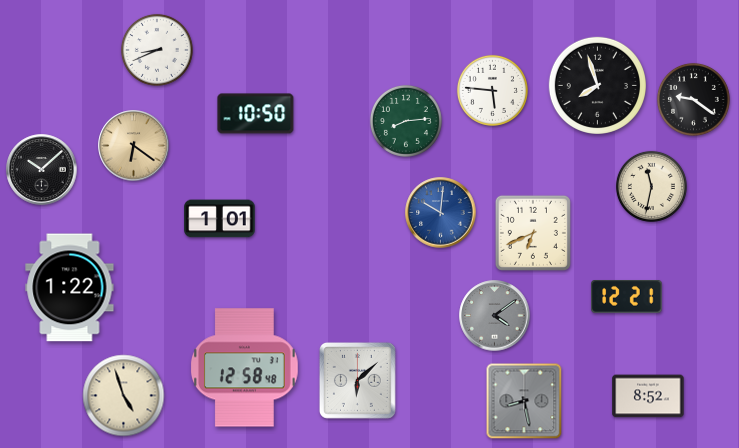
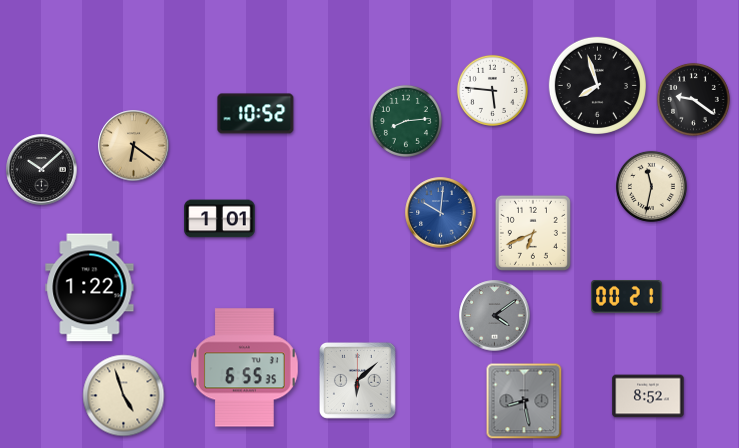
clock at (157, 50): 8:41 -> none
clock at (256, 114): 10:50 -> 10:52
clock at (70, 288) position: (70, 288) -> (90, 288)
clock at (627, 297): 12:21 -> 00:21
clock at (245, 368): 12:58 -> 6:55
